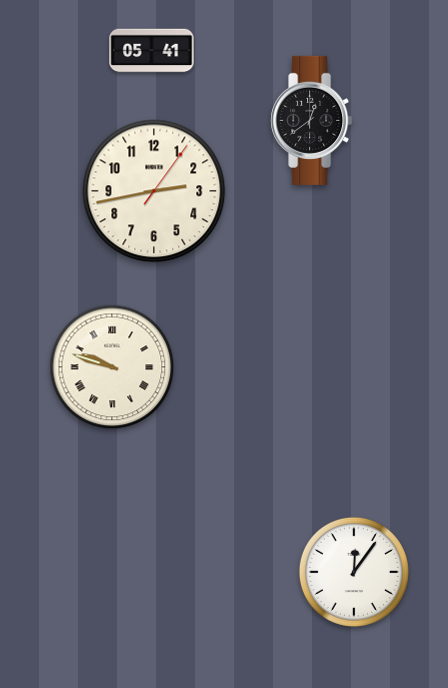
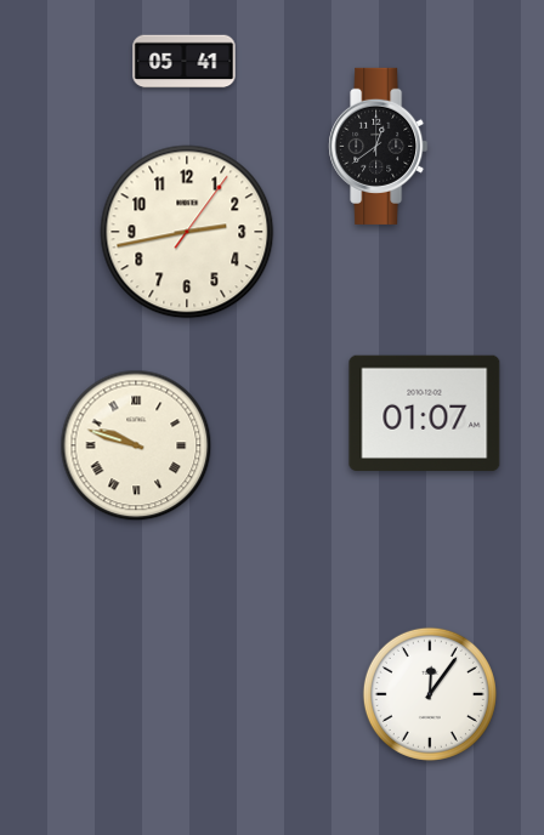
clock at (425, 413): none -> 01:07
